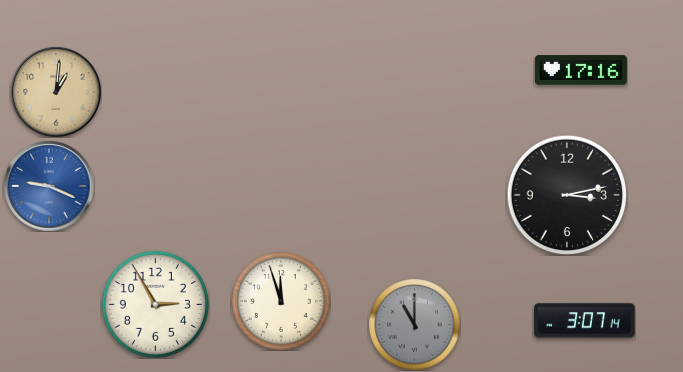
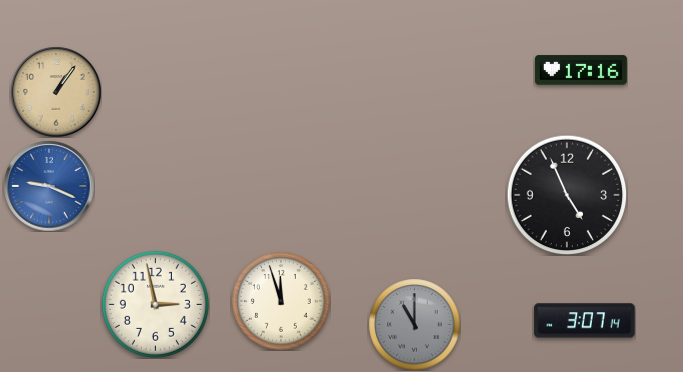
clock at (56, 92): 1:01 -> 1:06
clock at (567, 195): 3:13 -> 4:56
clock at (155, 304): 2:55 -> 2:58
